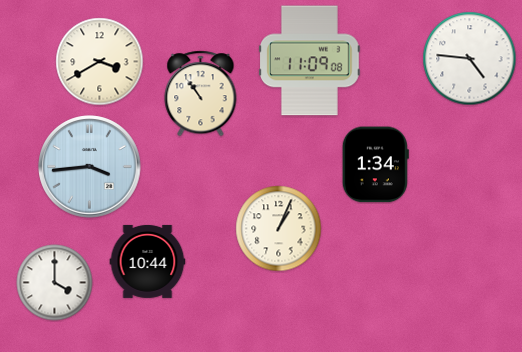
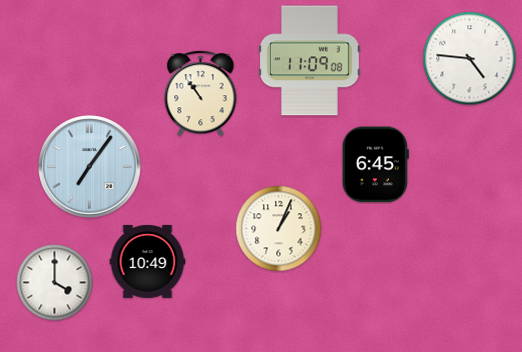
clock at (100, 62): 3:40 -> none
clock at (375, 165): 1:34 -> 6:45
clock at (90, 167): 3:44 -> 7:06
clock at (148, 261): 10:44 -> 10:49
